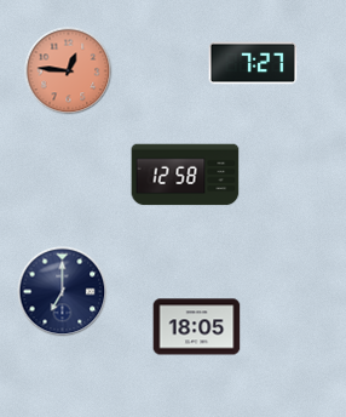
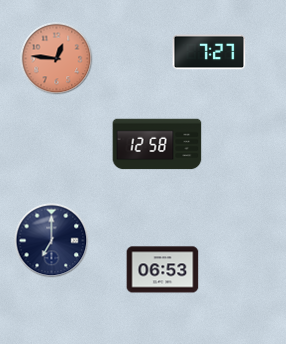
clock at (185, 175) position: (185, 175) -> (157, 144)
clock at (197, 327): 18:05 -> 06:53
